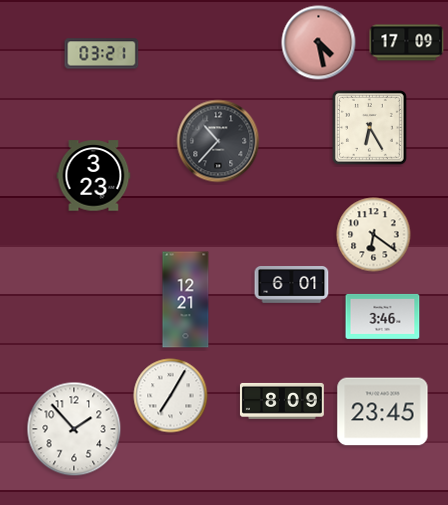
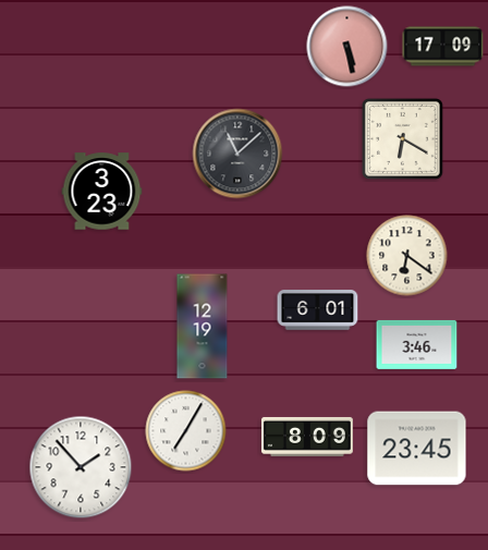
clock at (319, 43): 4:28 -> 5:28
clock at (102, 54): 03:21 -> none
clock at (369, 127): 6:25 -> 6:20
clock at (218, 141): 10:37 -> 11:08
clock at (186, 300): 12:21 -> 12:19
